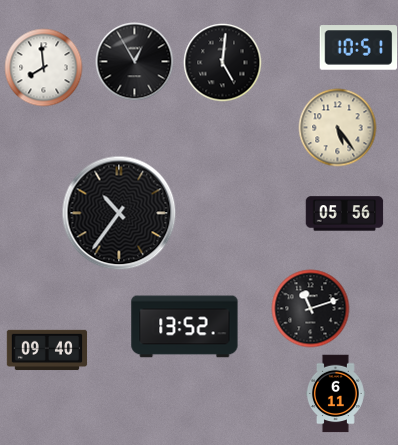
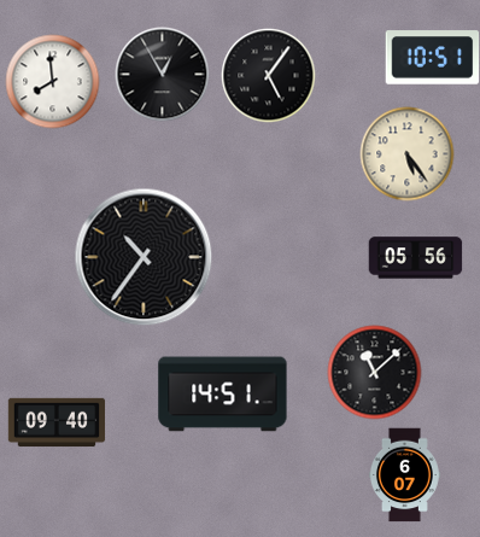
clock at (222, 62): 5:01 -> 5:06
clock at (310, 308): 11:12 -> 11:08
clock at (185, 327): 13:52 -> 14:51
clock at (335, 393): 6:11 -> 6:07
